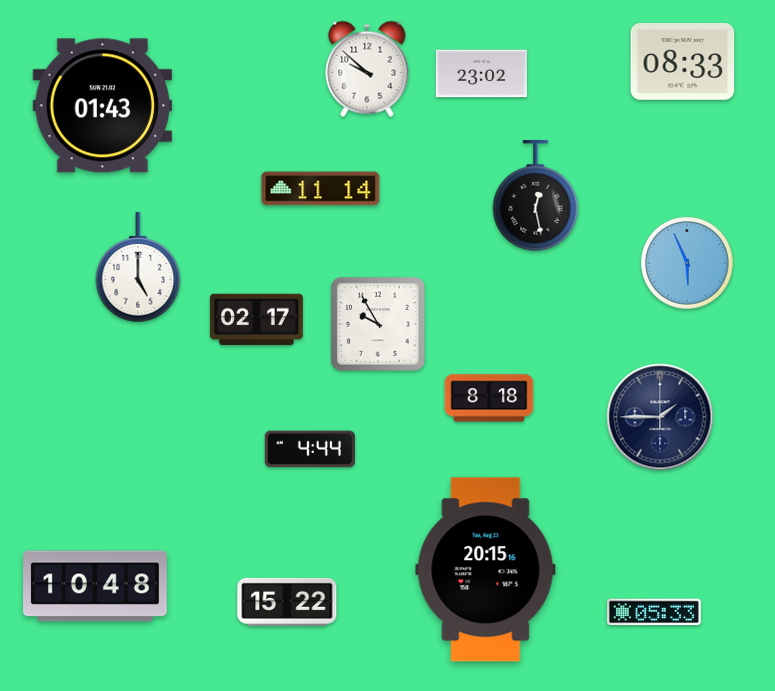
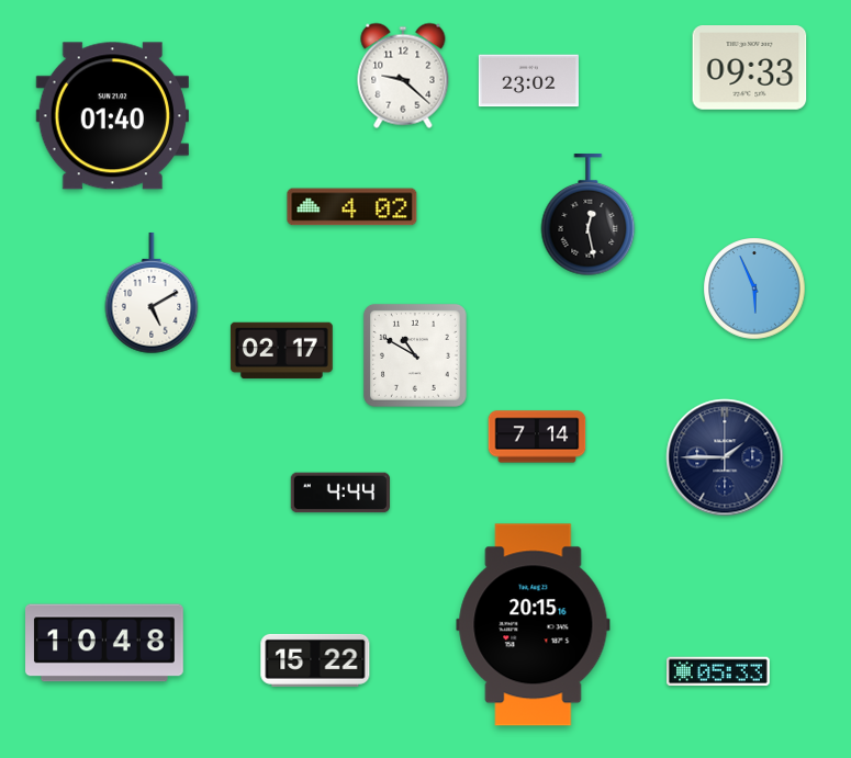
clock at (683, 62): 08:33 -> 09:33
clock at (367, 69): 9:52 -> 9:22
clock at (102, 106): 01:43 -> 01:40
clock at (321, 189): 11:14 -> 4:02
clock at (138, 267): 5:00 -> 5:10
clock at (378, 324): 9:55 -> 10:50
clock at (489, 398): 8:18 -> 7:14
